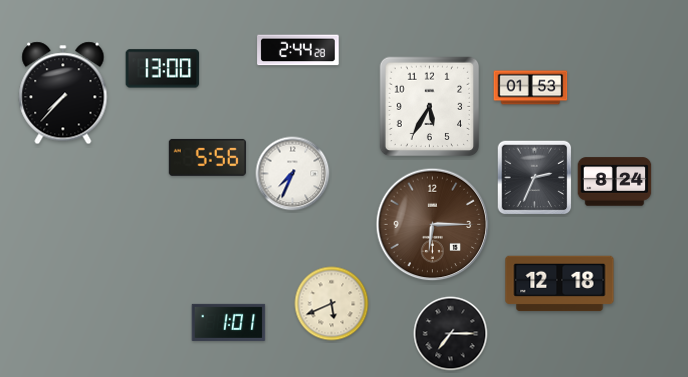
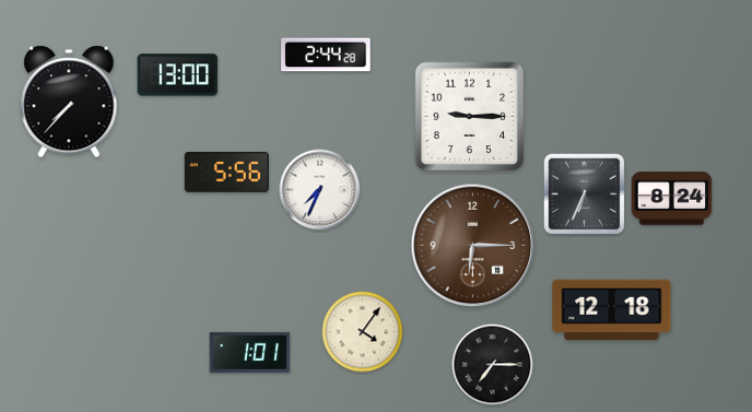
clock at (531, 88): 01:53 -> none
clock at (430, 107): 5:35 -> 9:15
clock at (535, 178): 2:34 -> 6:34
clock at (332, 304): 5:41 -> 4:06
